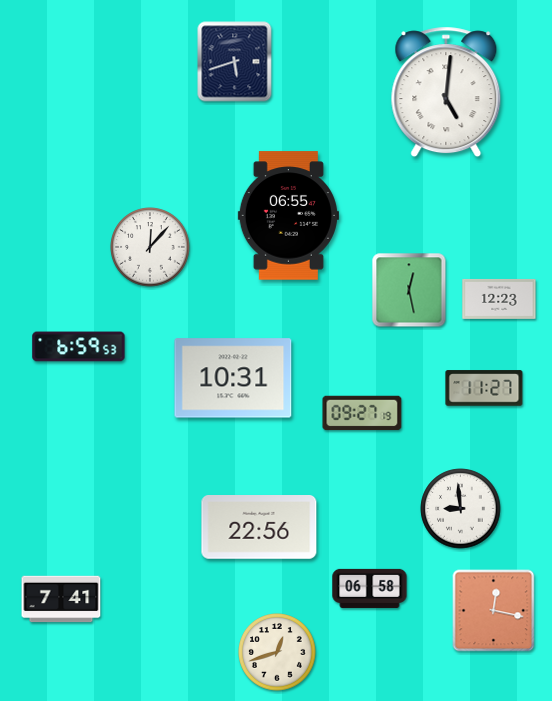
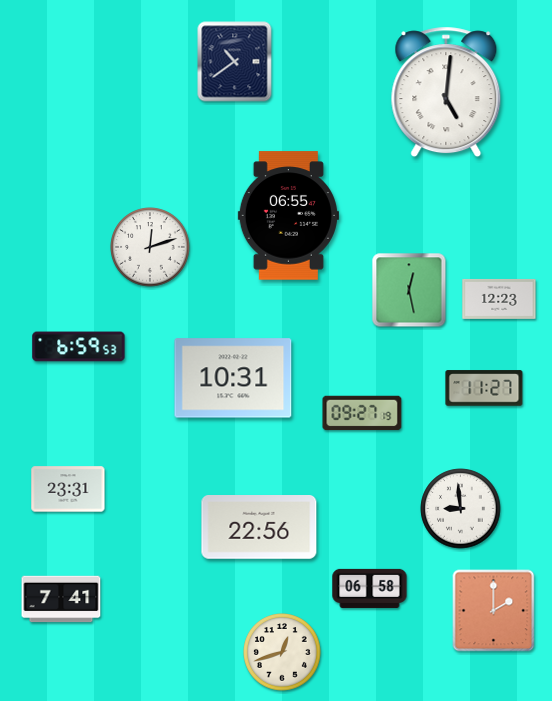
clock at (235, 62): 5:42 -> 10:39
clock at (150, 247): 12:07 -> 12:12
clock at (68, 489): none -> 23:31
clock at (494, 611): 12:17 -> 2:00
clock at (277, 652) position: (277, 652) -> (282, 652)
